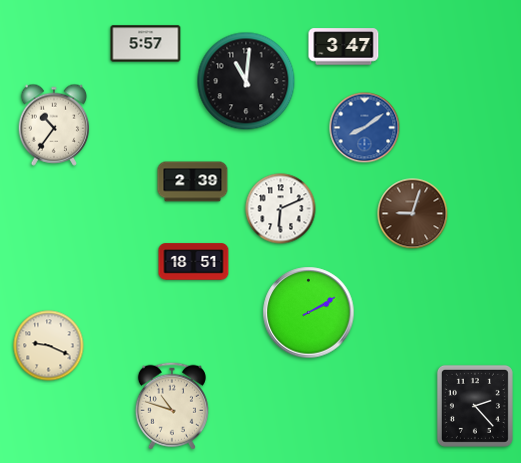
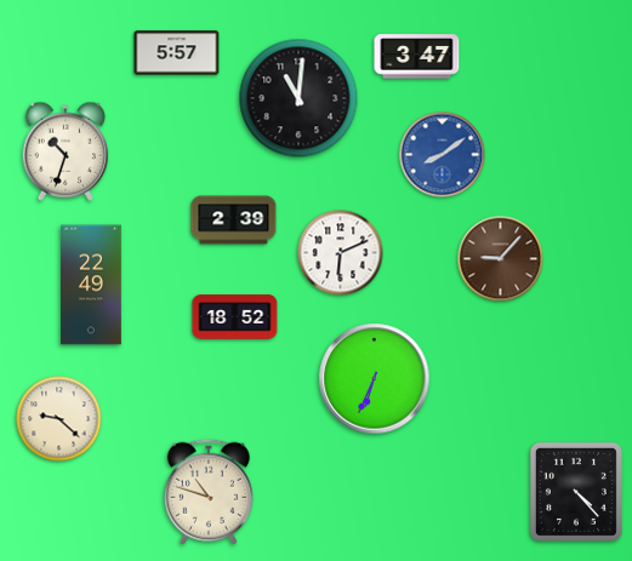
clock at (54, 125): 10:36 -> 10:33
clock at (413, 214): 9:03 -> 9:07
clock at (92, 285): none -> 22:49
clock at (194, 262): 18:51 -> 18:52
clock at (309, 313): 2:10 -> 6:34
clock at (49, 346): 9:19 -> 9:22
clock at (475, 406): 2:23 -> 4:23
